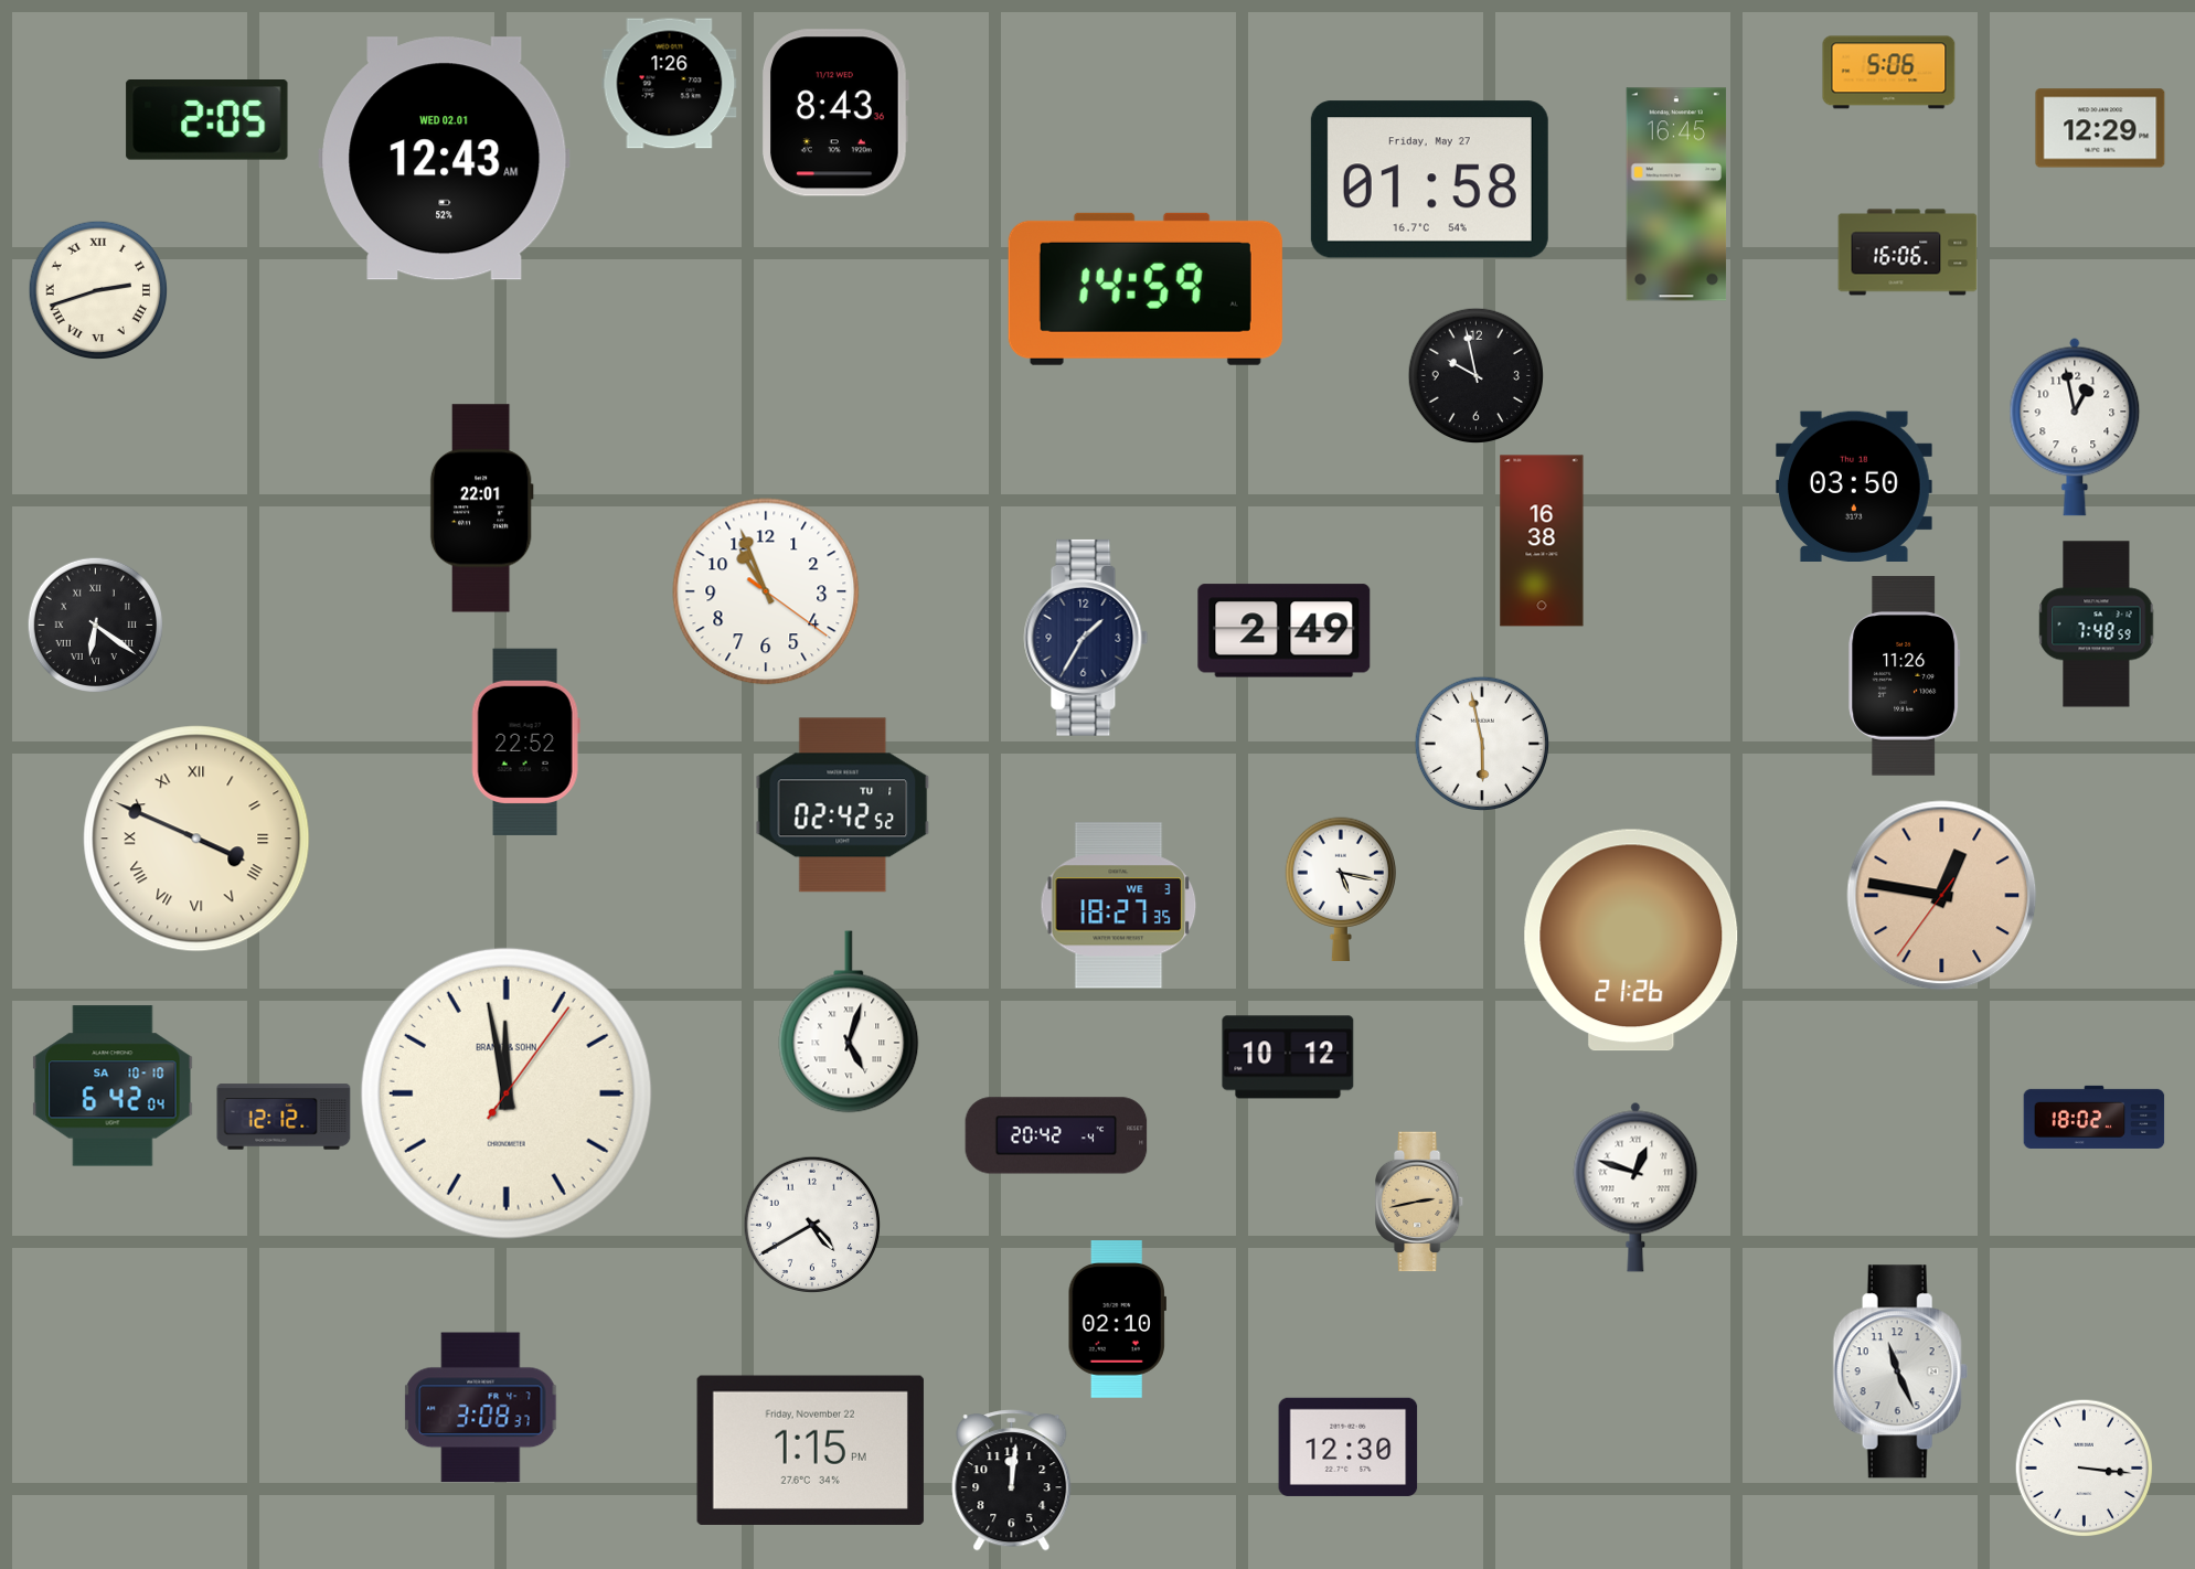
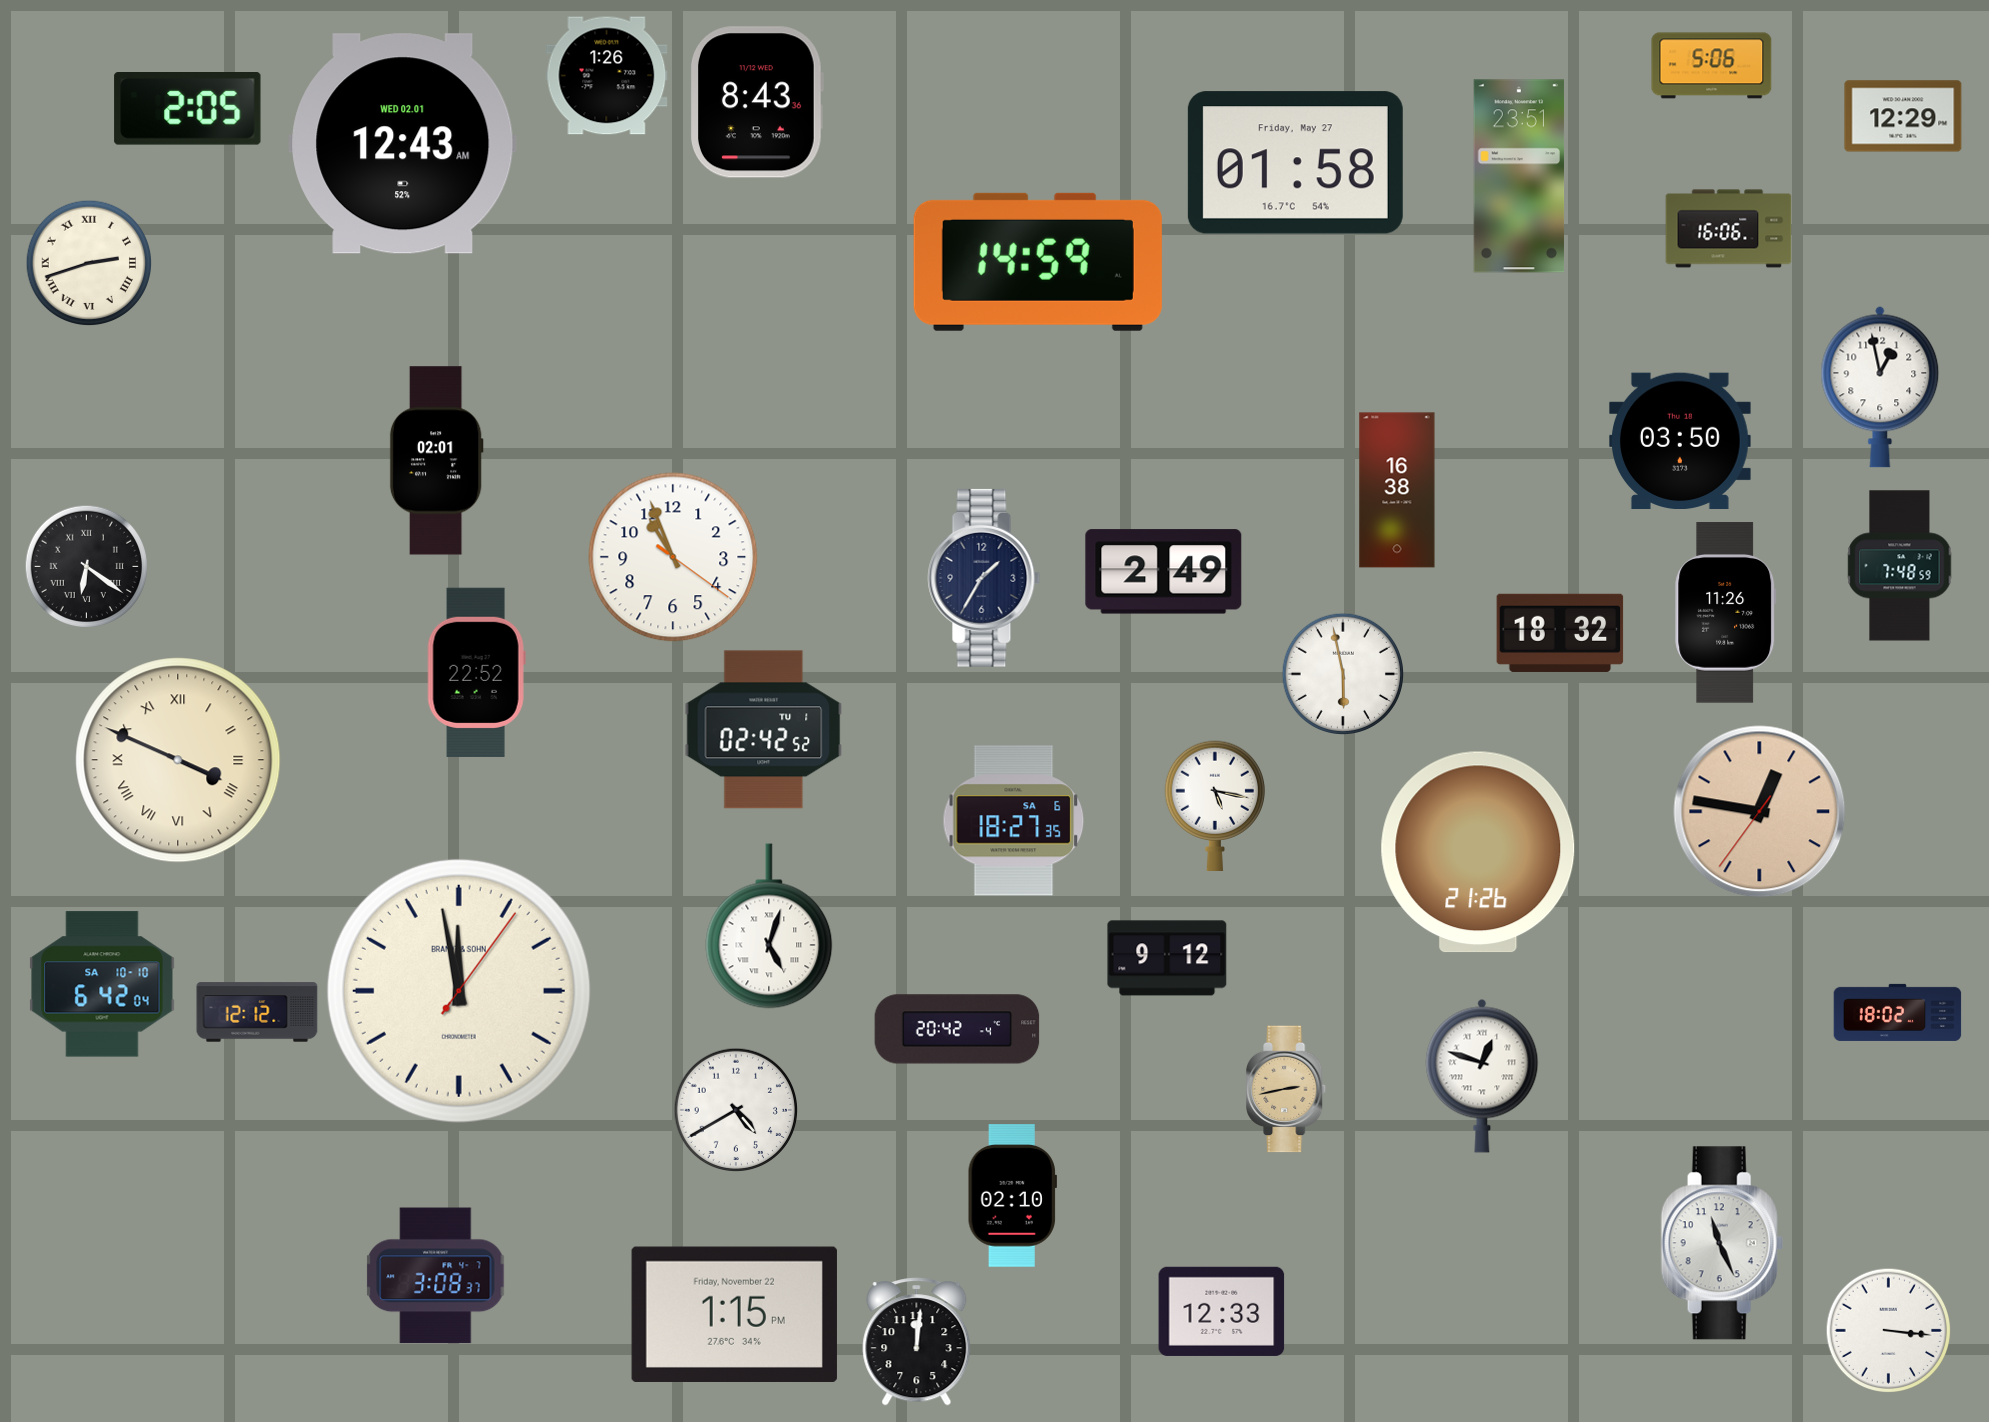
clock at (1676, 194): 16:45 -> 23:51
clock at (1475, 375): 9:58 -> none
clock at (481, 509): 22:01 -> 02:01
clock at (766, 591) position: (766, 591) -> (673, 557)
clock at (1560, 632): none -> 18:32
clock at (1119, 906) date: WE 3 -> SA 6
clock at (1288, 1057): 10:12 -> 9:12
clock at (1349, 1447): 12:30 -> 12:33
